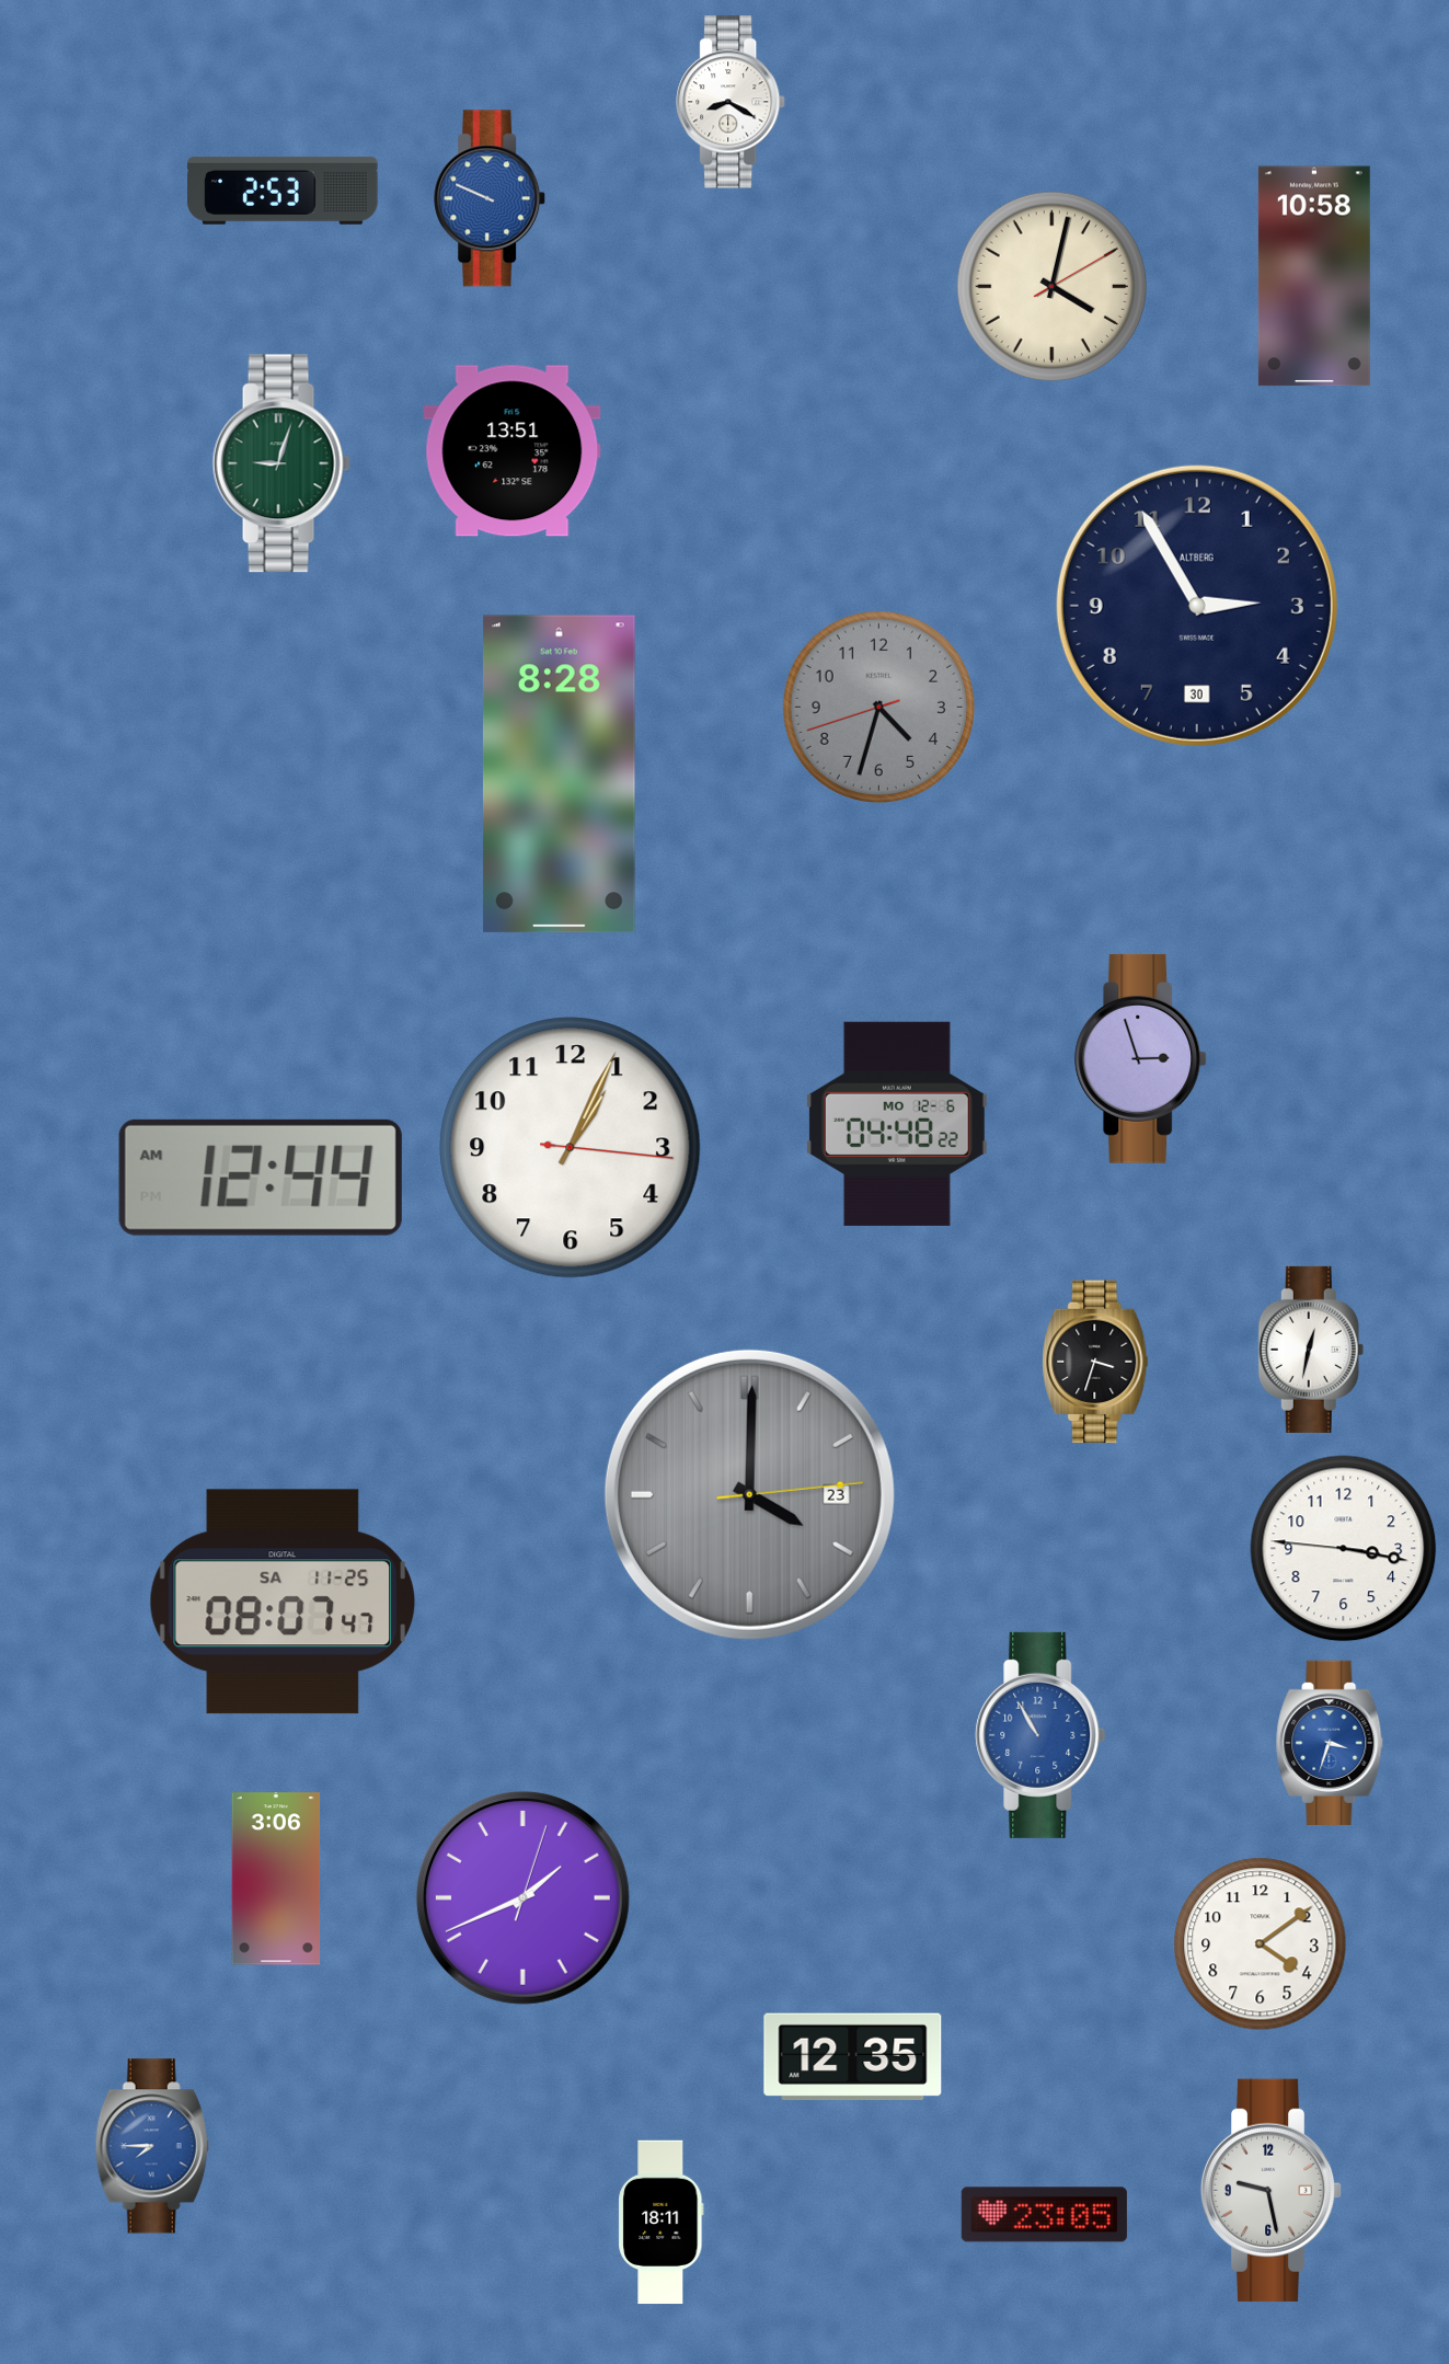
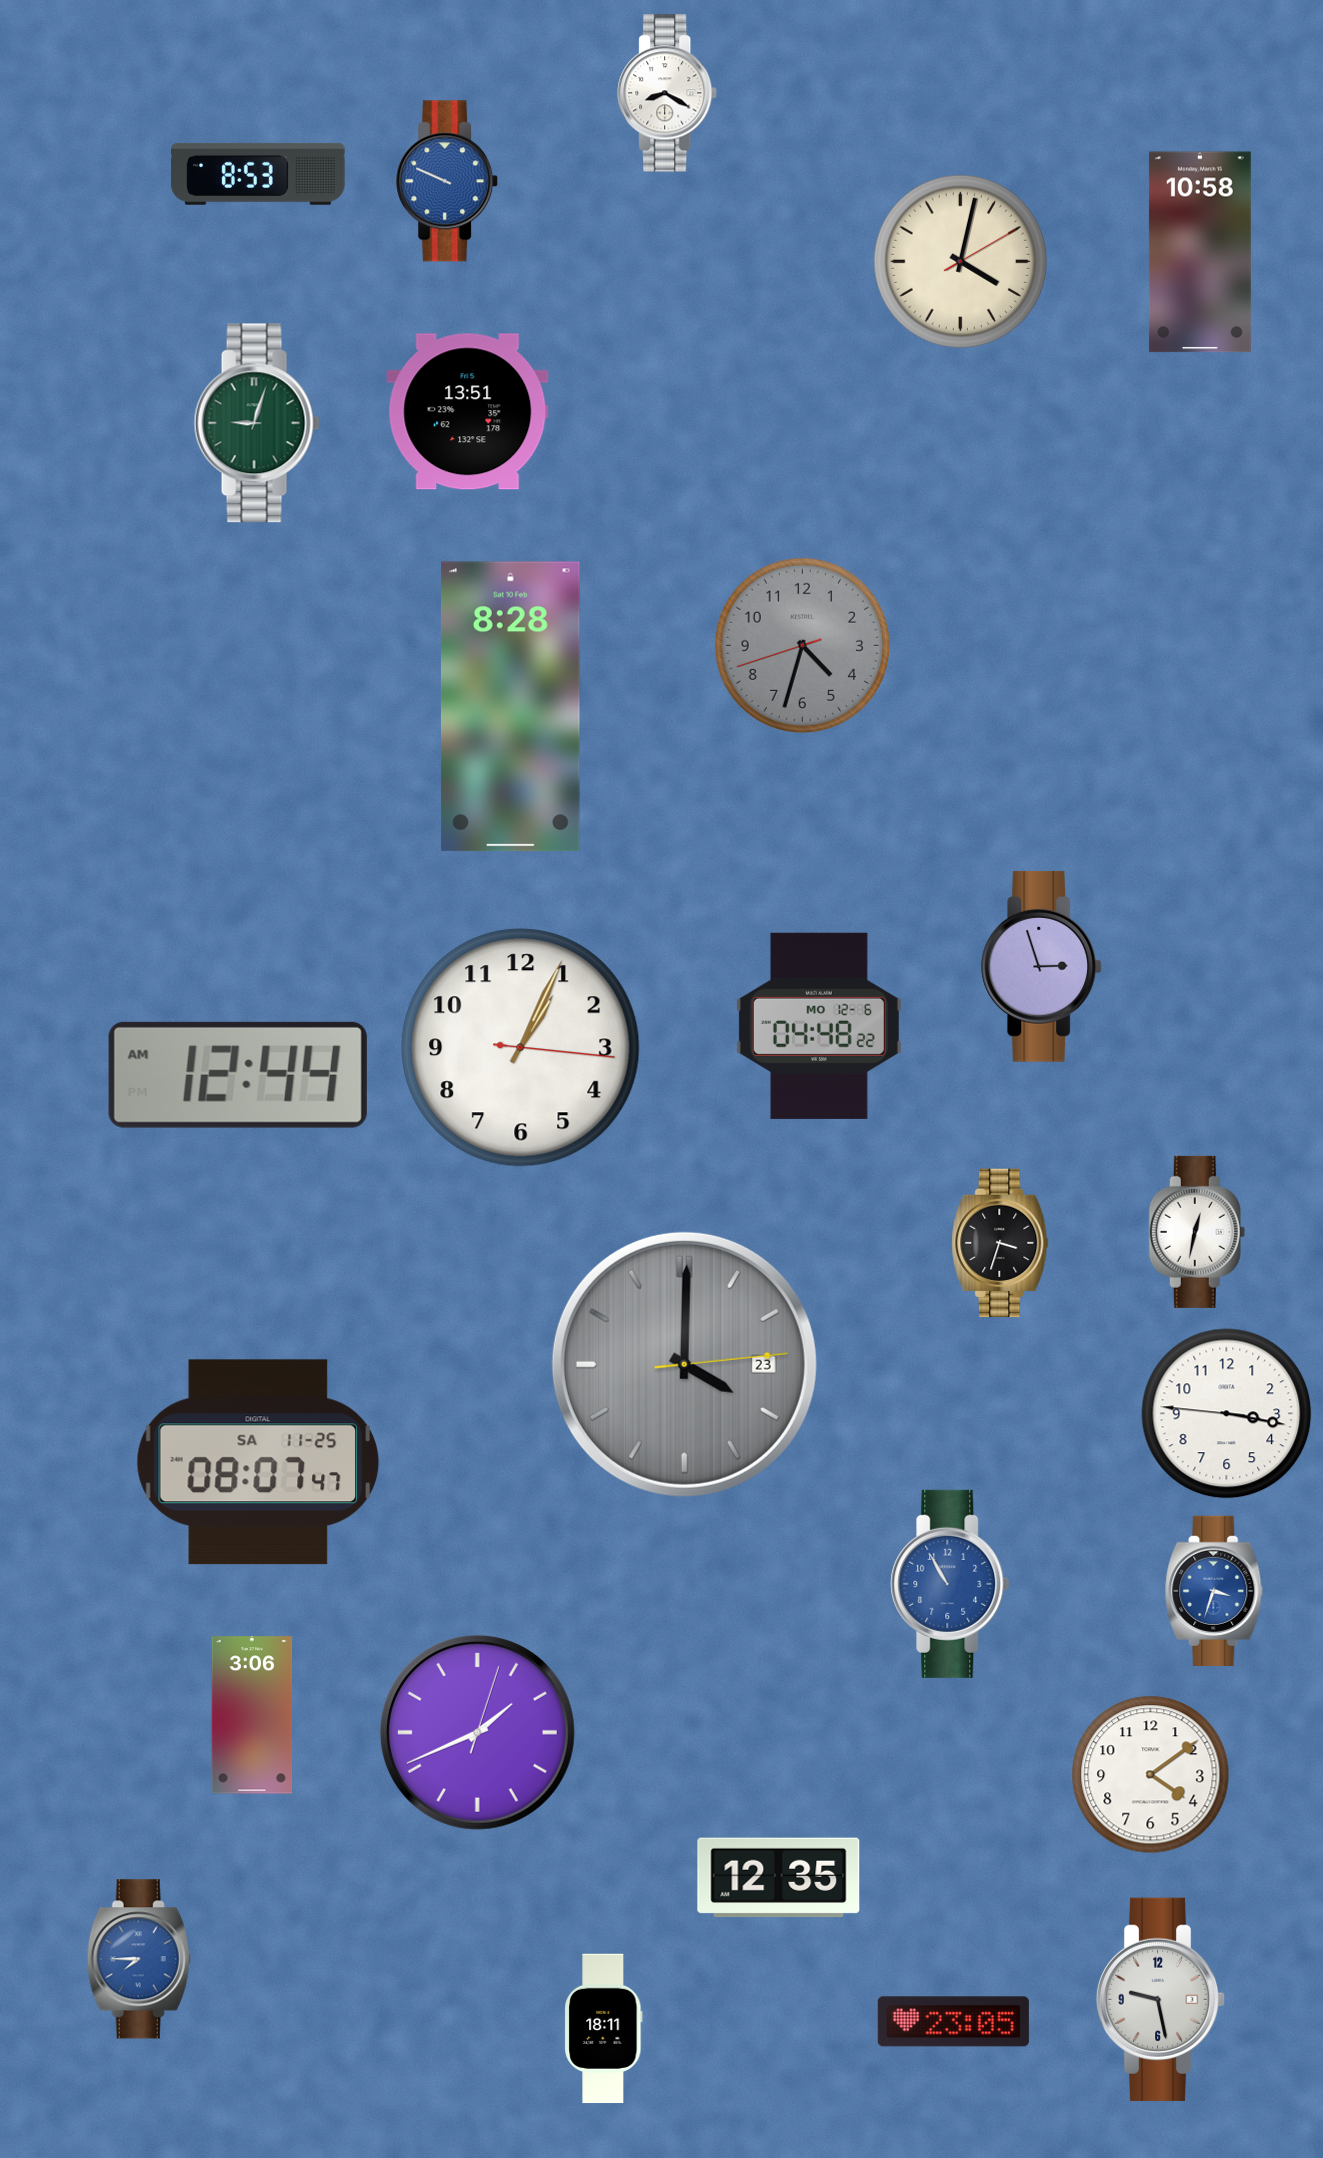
clock at (283, 191): 2:53 -> 8:53
clock at (1197, 606): 2:55 -> none
